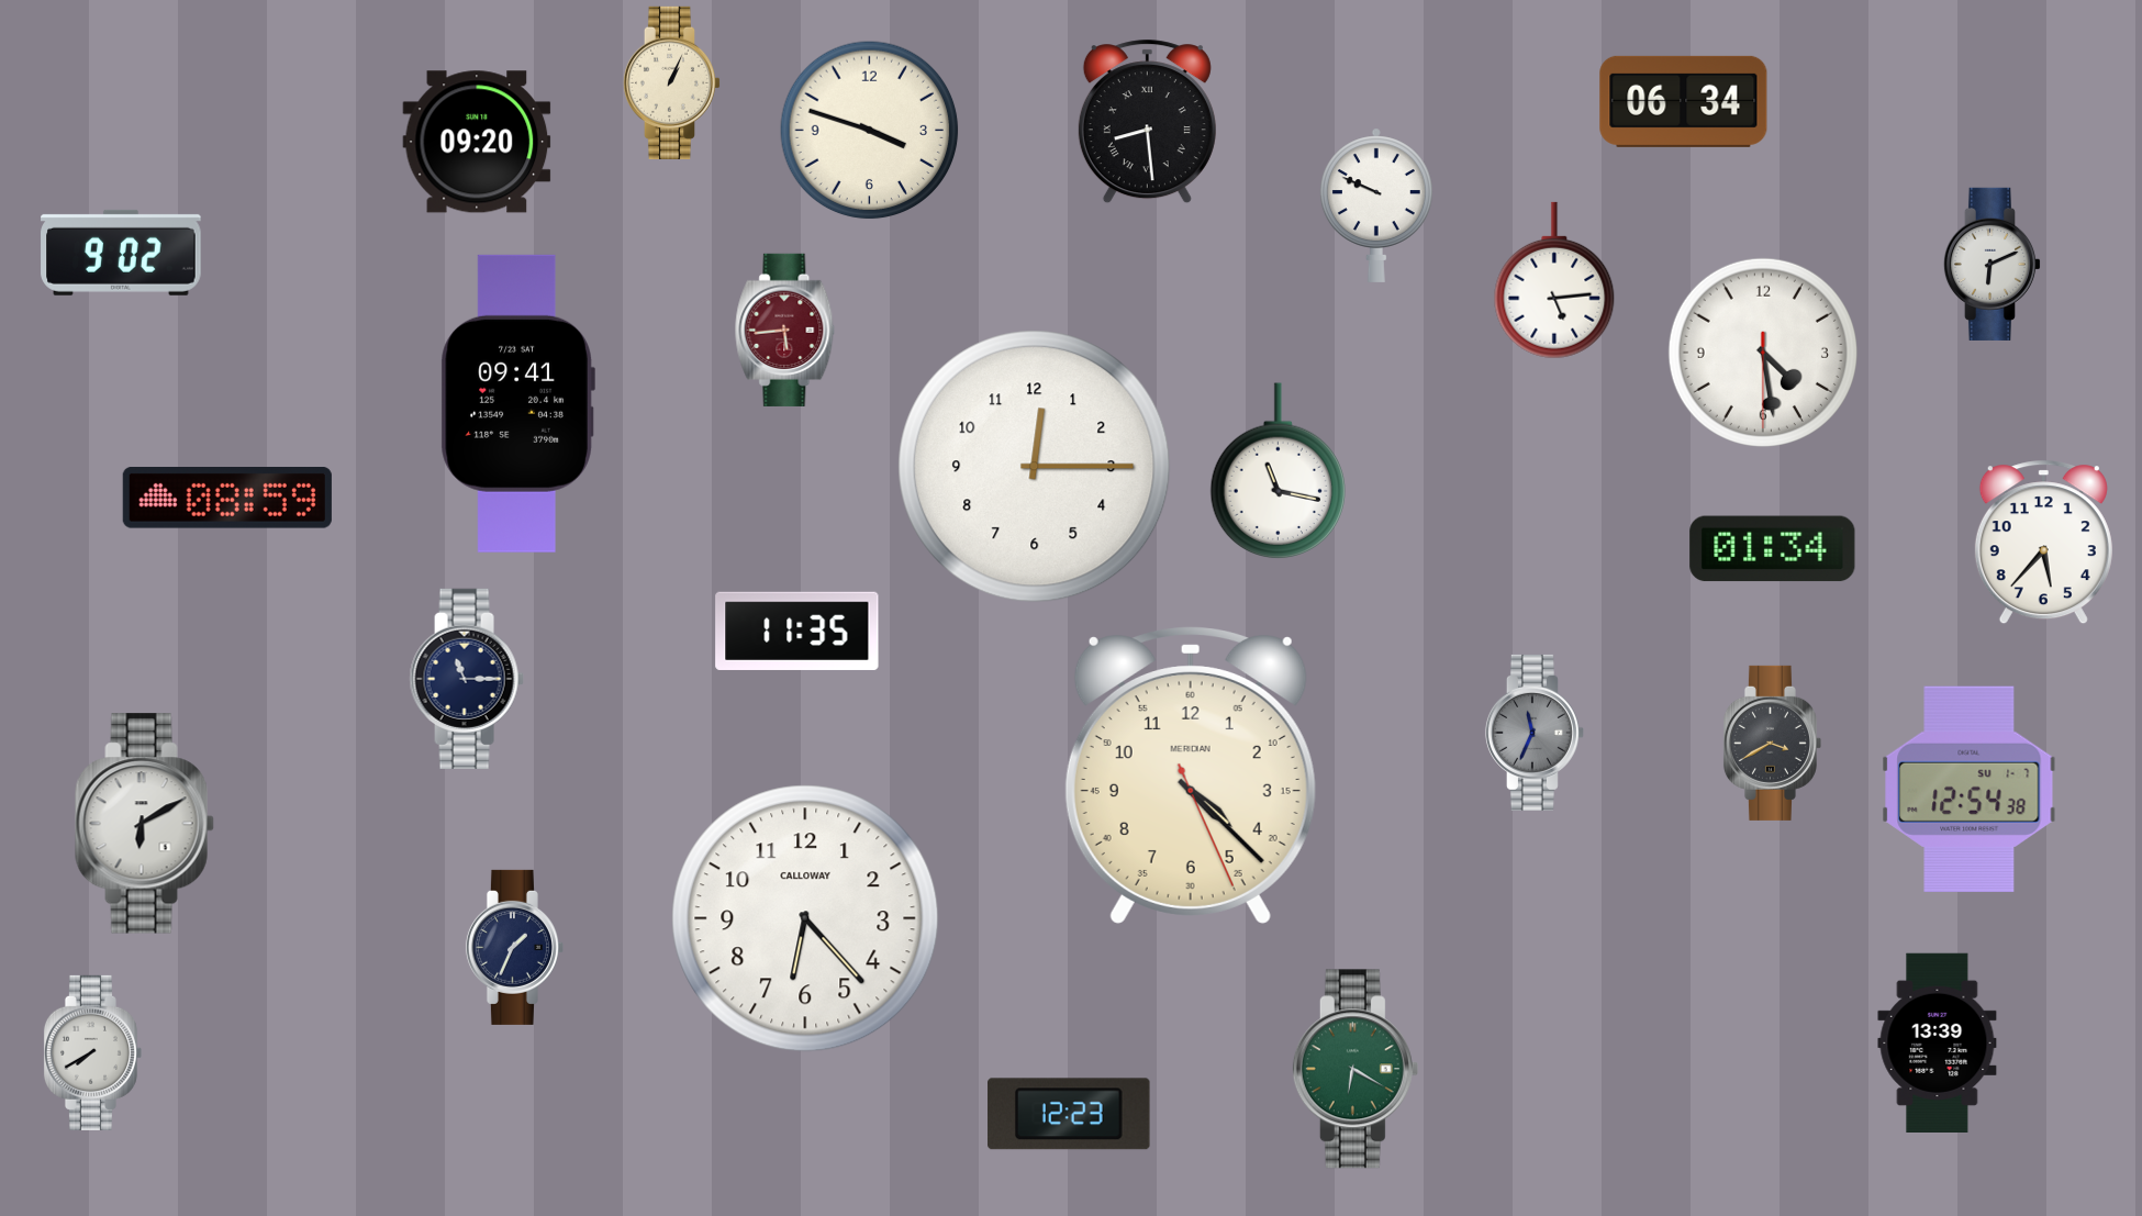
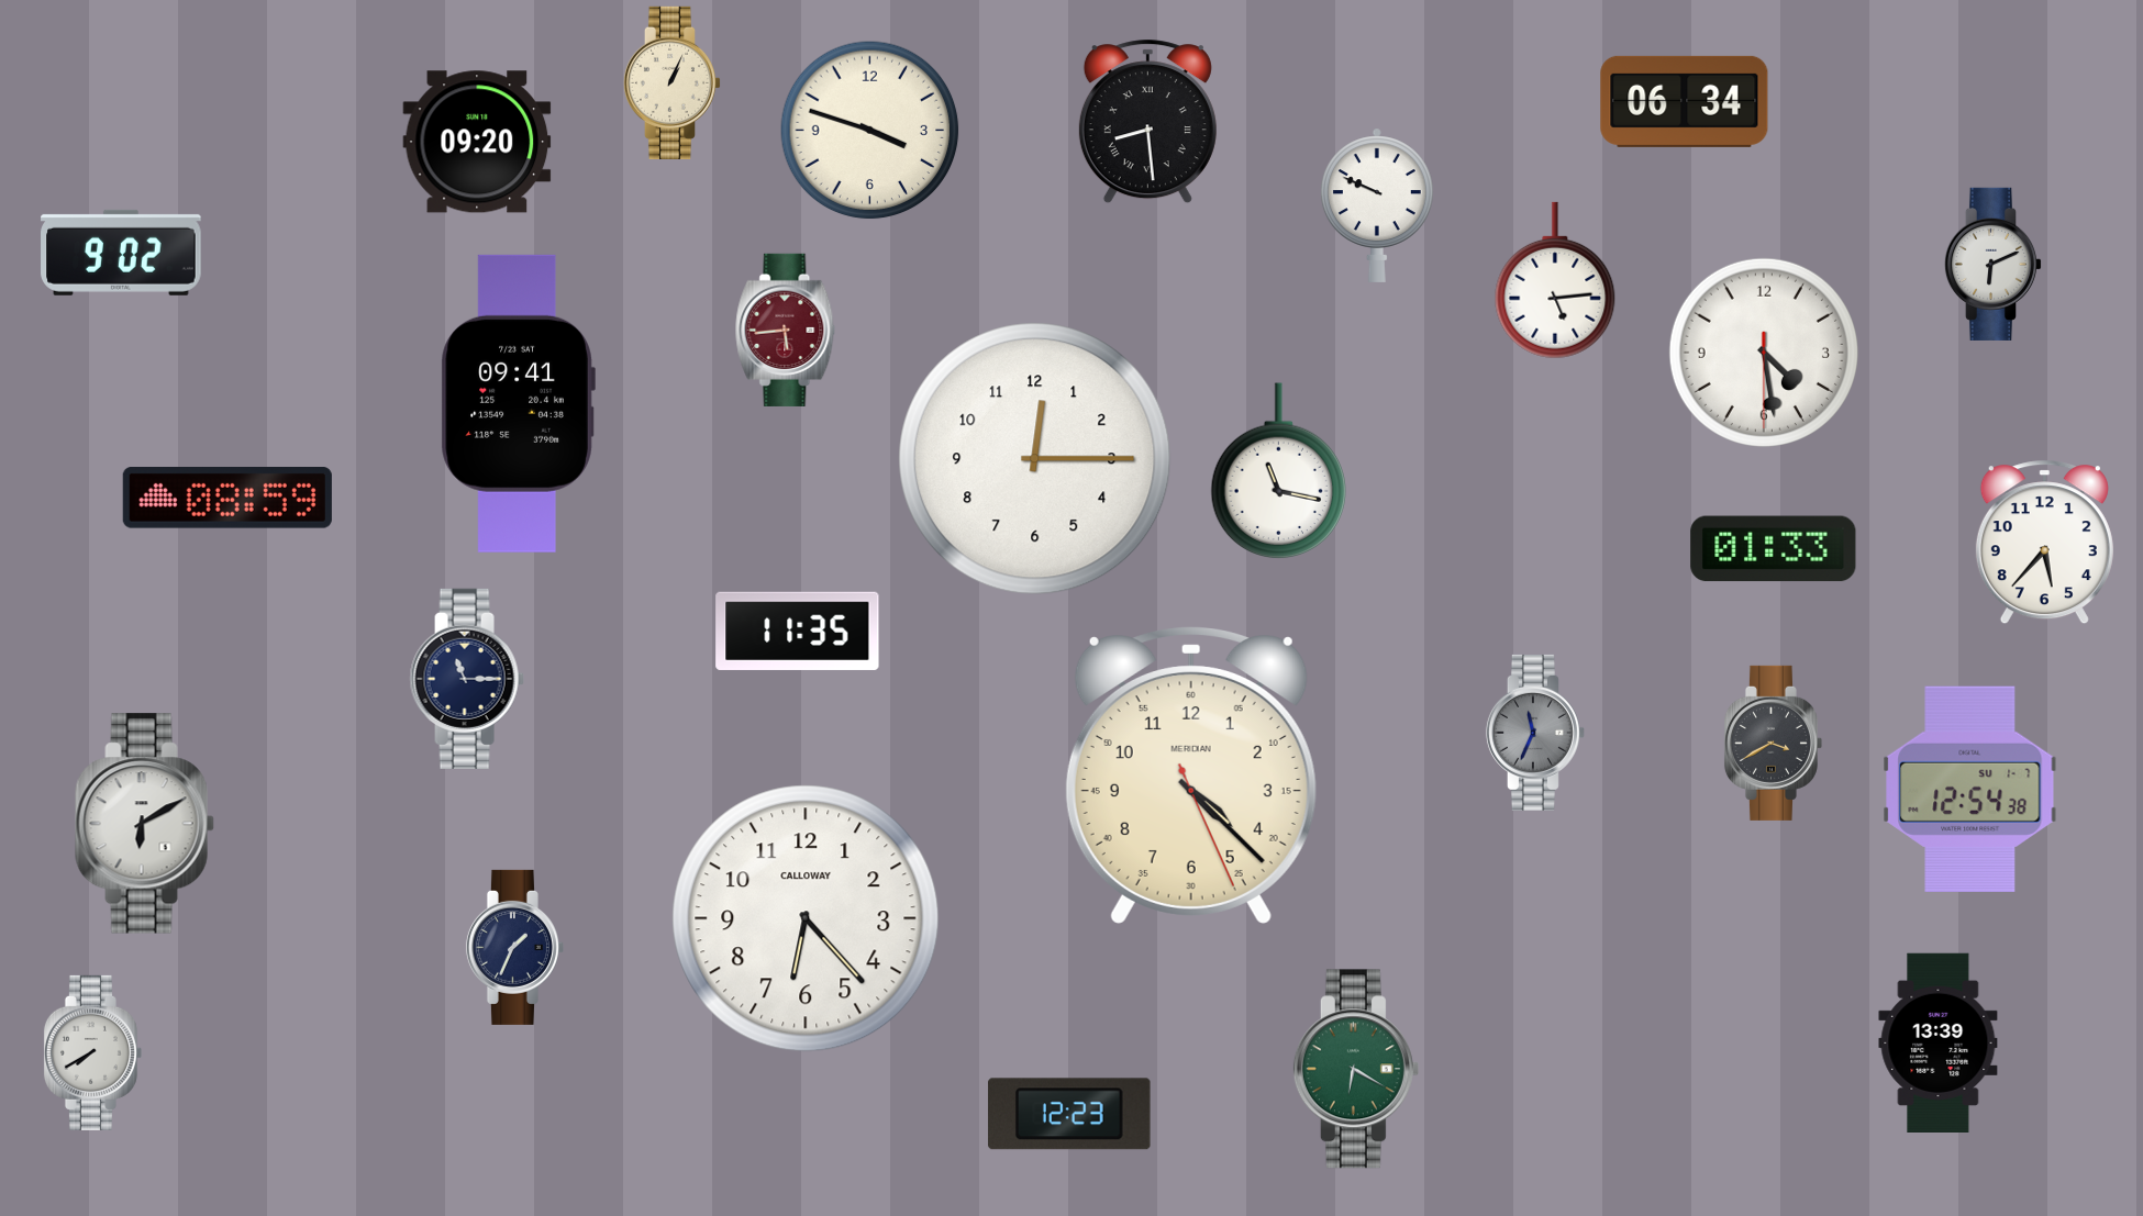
clock at (1035, 467) position: (1035, 467) -> (1035, 459)
clock at (1773, 549): 01:34 -> 01:33
